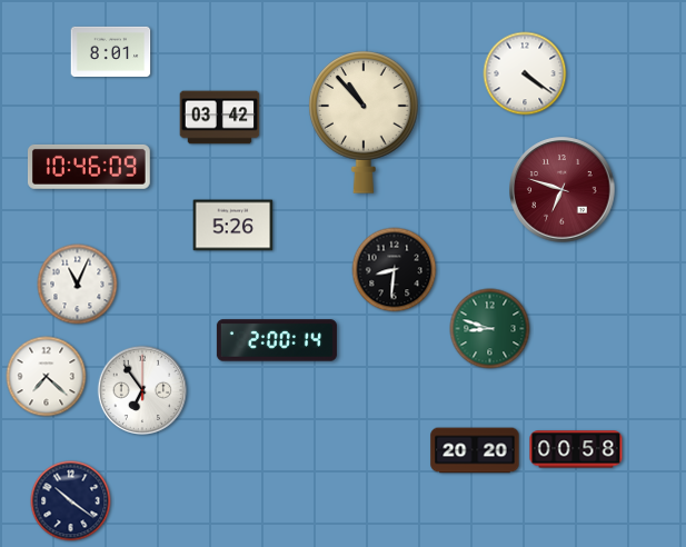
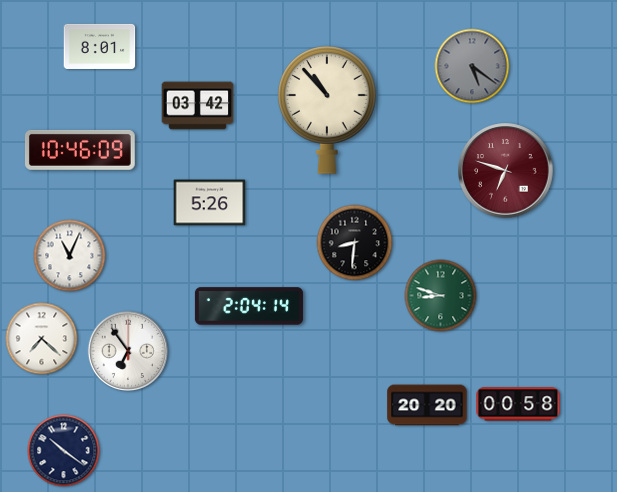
clock at (525, 73): 4:21 -> 5:21
clock at (525, 73) dial: white -> grey
clock at (277, 340): 2:00 -> 2:04
